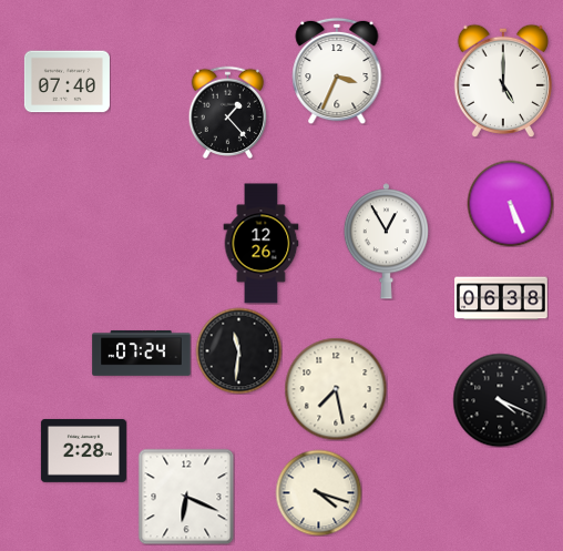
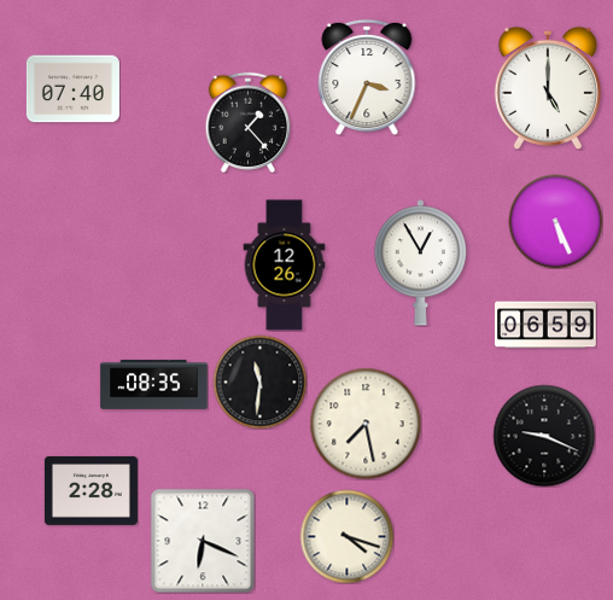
clock at (501, 298): 06:38 -> 06:59
clock at (142, 354): 07:24 -> 08:35
clock at (500, 400): 4:19 -> 9:19
